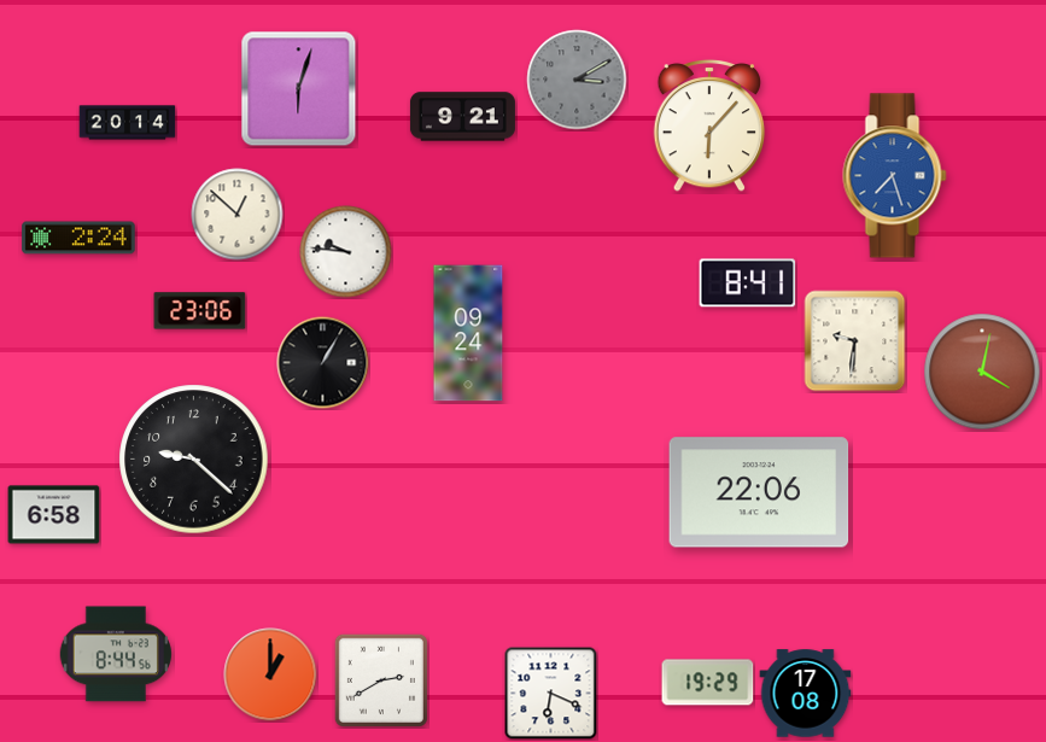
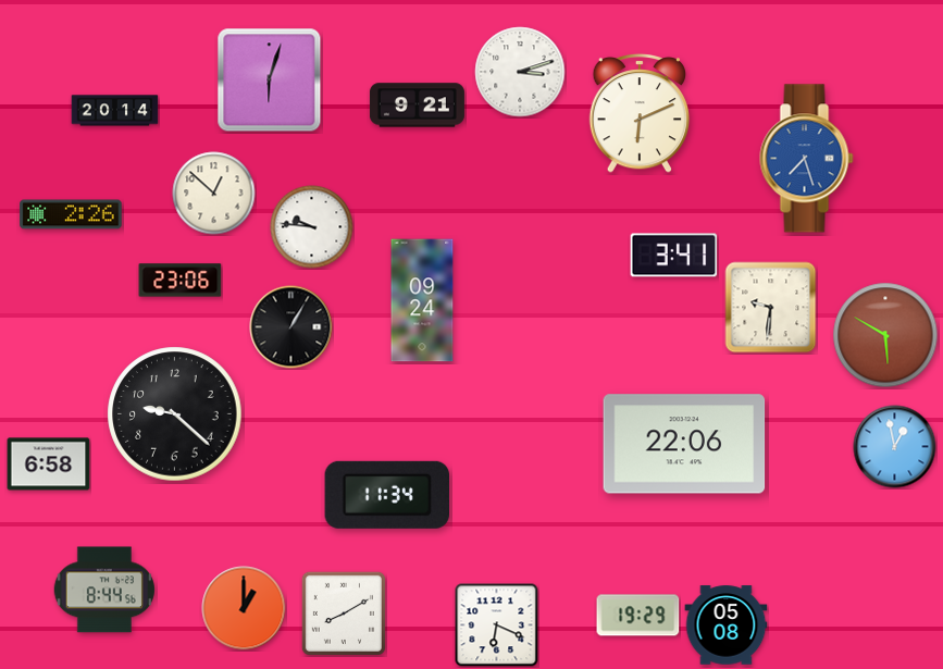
clock at (577, 80): 3:10 -> 3:12
clock at (577, 80) dial: grey -> white
clock at (709, 125): 6:07 -> 6:11
clock at (78, 238): 2:24 -> 2:26
clock at (748, 284): 8:41 -> 3:41
clock at (982, 372): 4:02 -> 5:50
clock at (895, 447): none -> 12:58
clock at (386, 495): none -> 11:34
clock at (381, 680): 2:40 -> 8:10
clock at (806, 694): 17:08 -> 05:08
